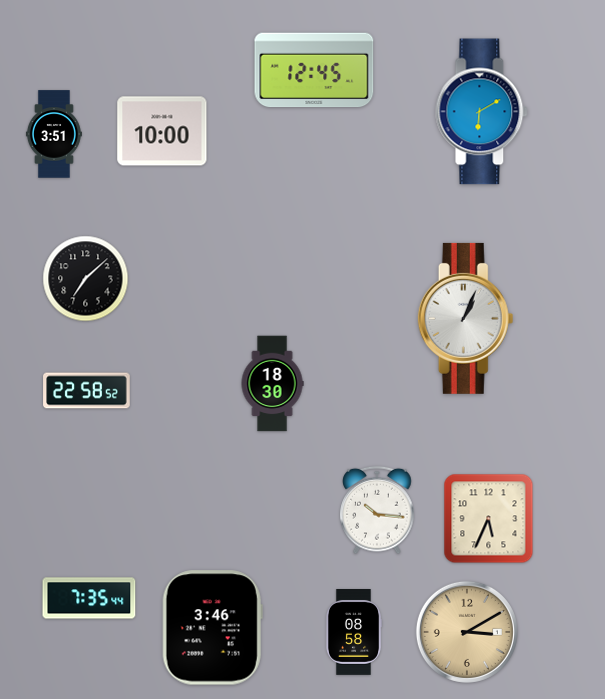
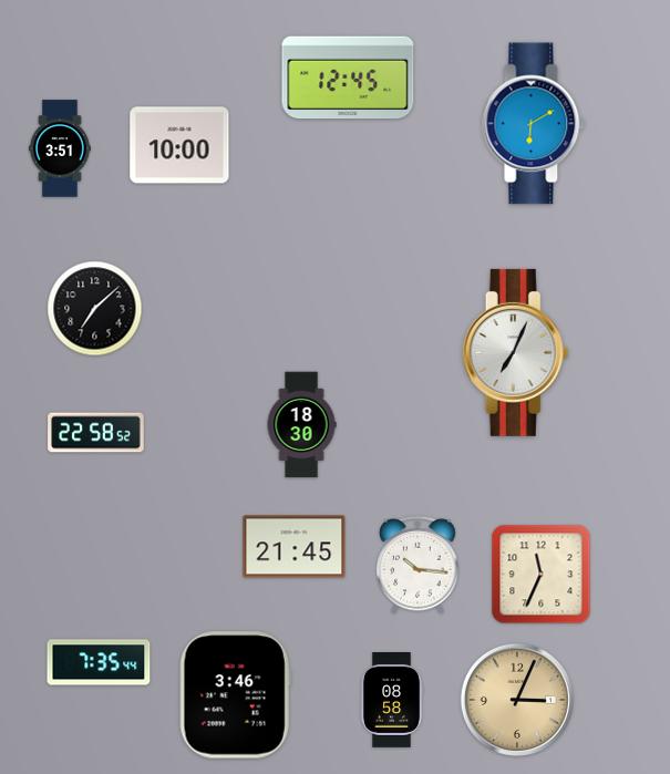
clock at (466, 318): 1:04 -> 7:04
clock at (295, 547): none -> 21:45
clock at (489, 519): 5:34 -> 11:34
clock at (467, 632): 3:10 -> 3:04
